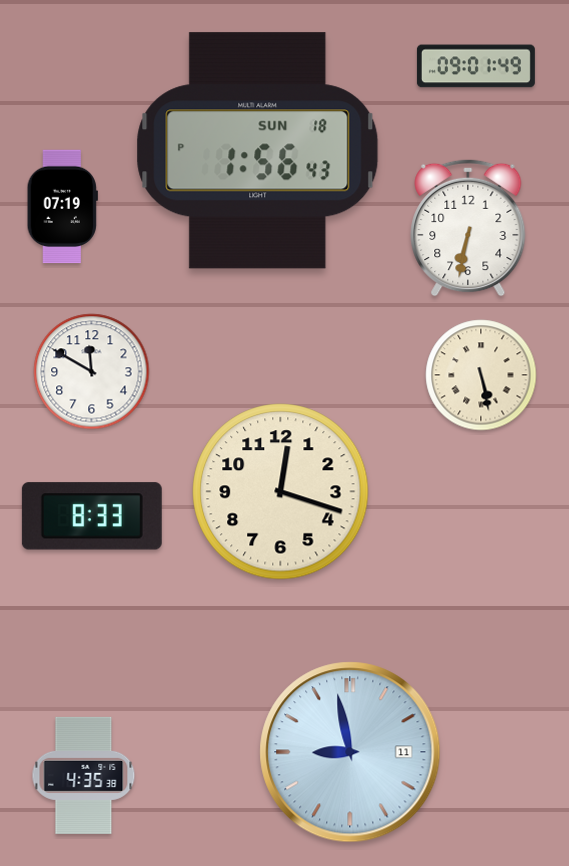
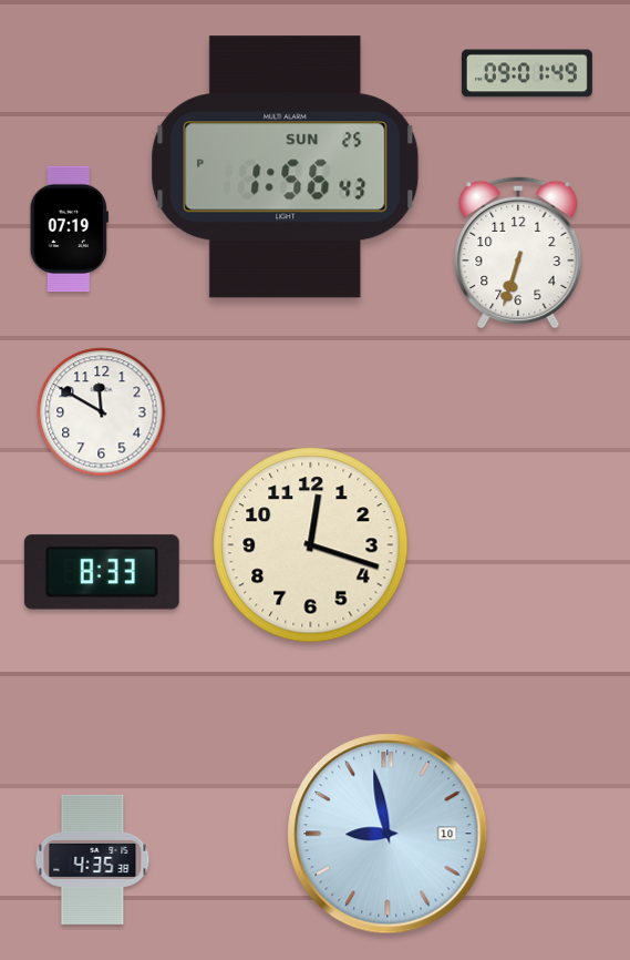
clock at (258, 151) date: SUN 18 -> SUN 25
clock at (468, 228): 6:32 -> 6:33
clock at (481, 375): 5:28 -> none
clock at (350, 752) date: 11 -> 10
